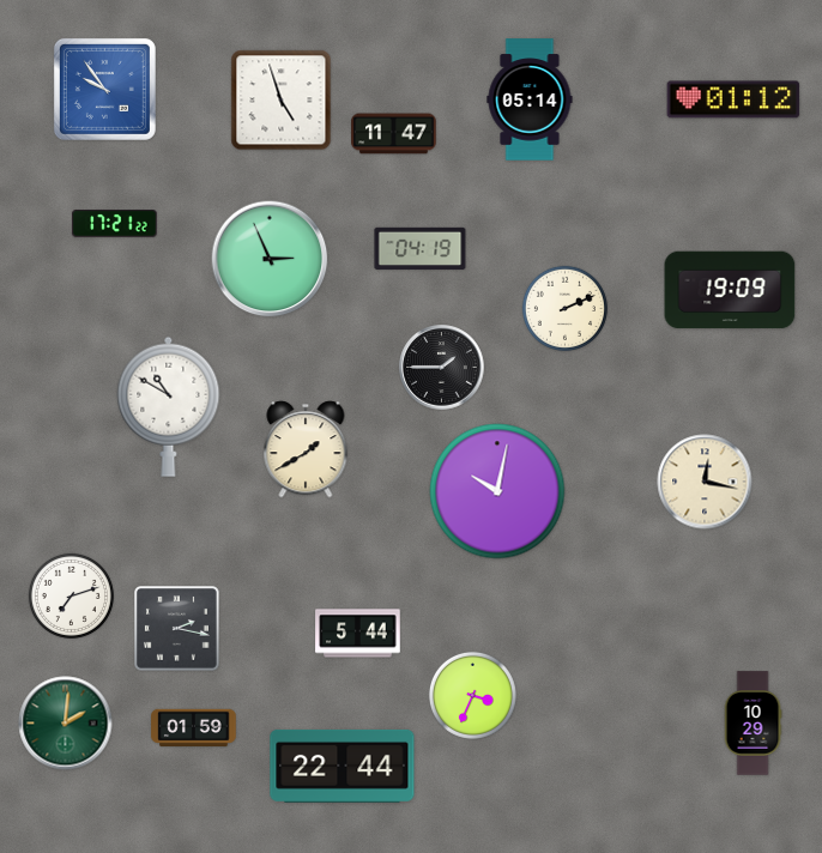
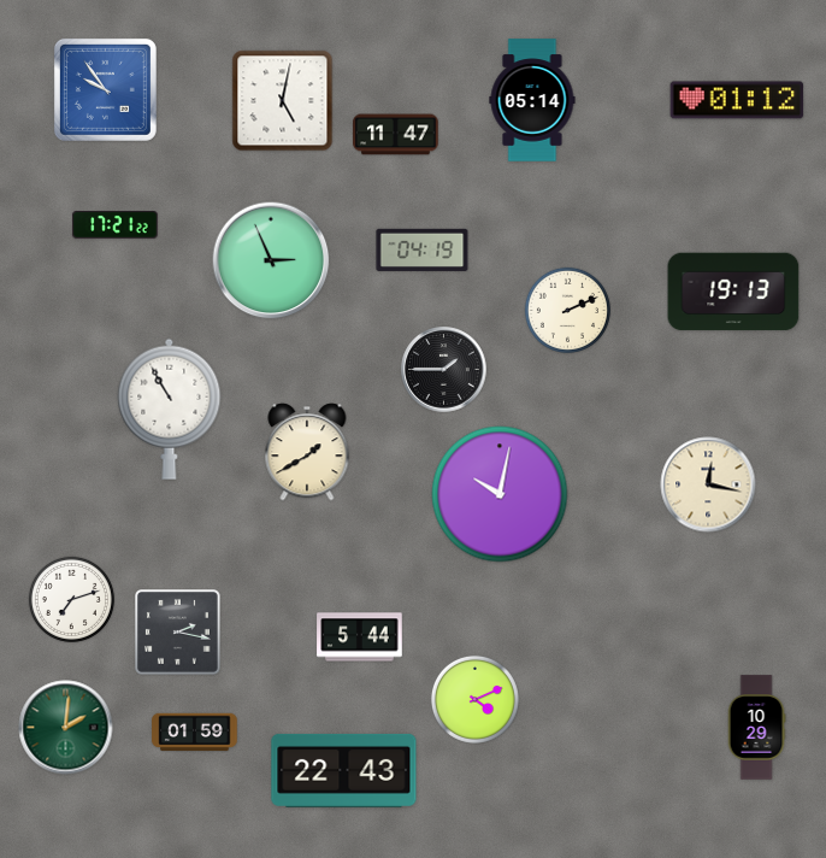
clock at (282, 101): 4:57 -> 5:02
clock at (730, 290): 19:09 -> 19:13
clock at (169, 406): 10:50 -> 10:55
clock at (472, 695): 3:34 -> 4:11
clock at (343, 766): 22:44 -> 22:43
